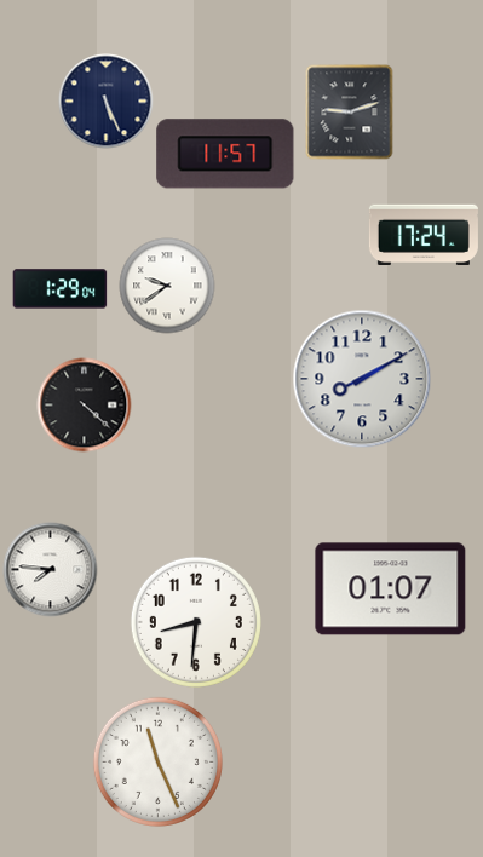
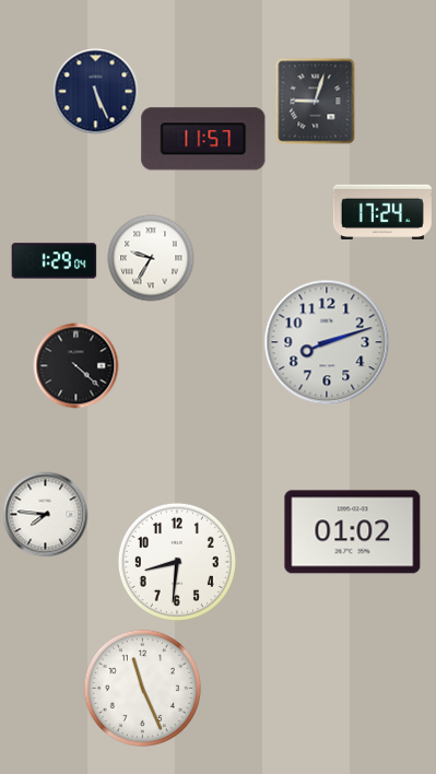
clock at (350, 111): 9:12 -> 9:03
clock at (167, 286): 9:39 -> 9:35
clock at (362, 379): 8:10 -> 8:12
clock at (391, 589): 01:07 -> 01:02
